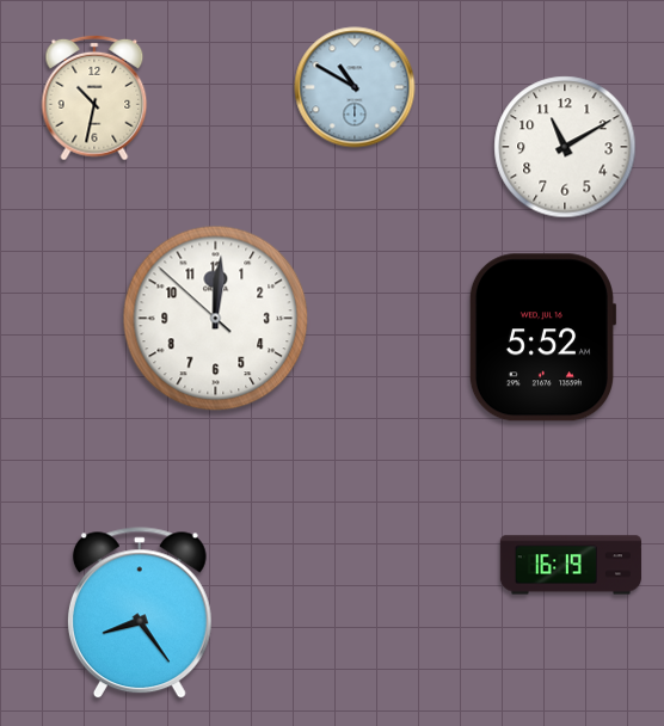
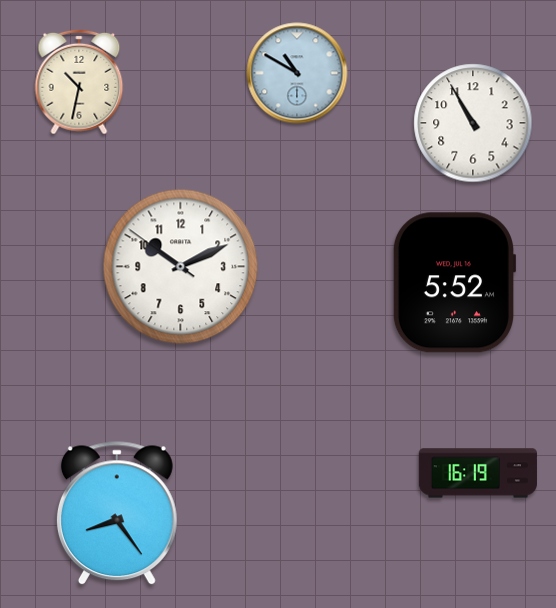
clock at (565, 147): 11:10 -> 10:55
clock at (216, 319): 12:00 -> 10:10
